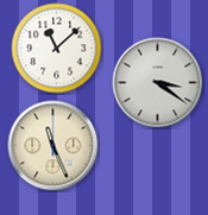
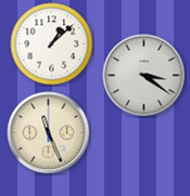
clock at (57, 49): 11:08 -> 1:08
